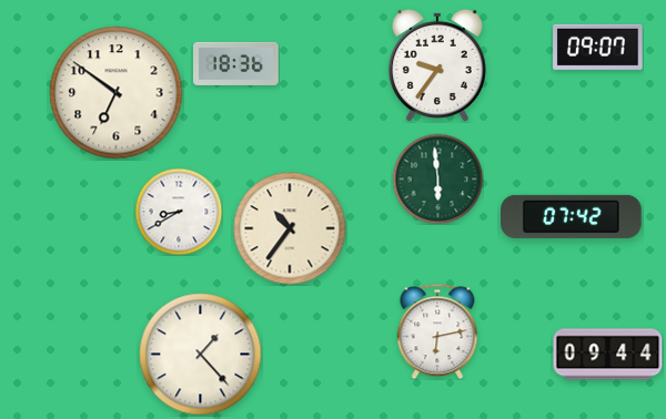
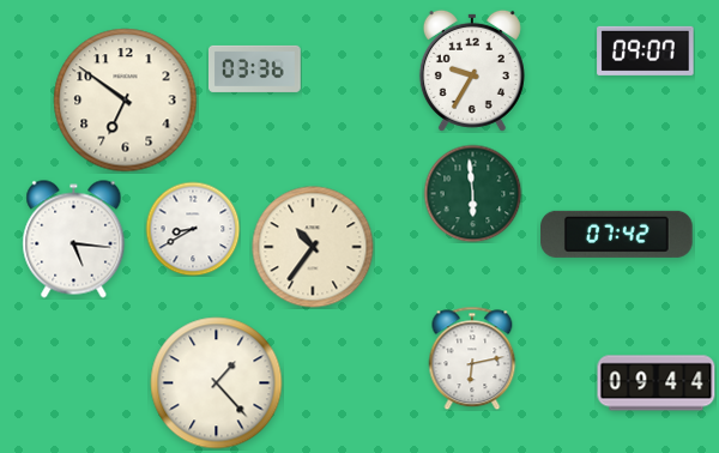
clock at (236, 63): 18:36 -> 03:36
clock at (437, 65): 9:36 -> 9:35
clock at (74, 240): none -> 5:16
